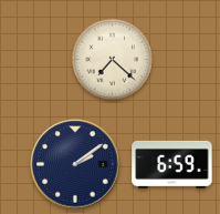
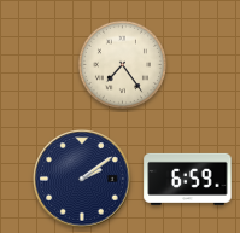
clock at (112, 59): 7:22 -> 7:24
